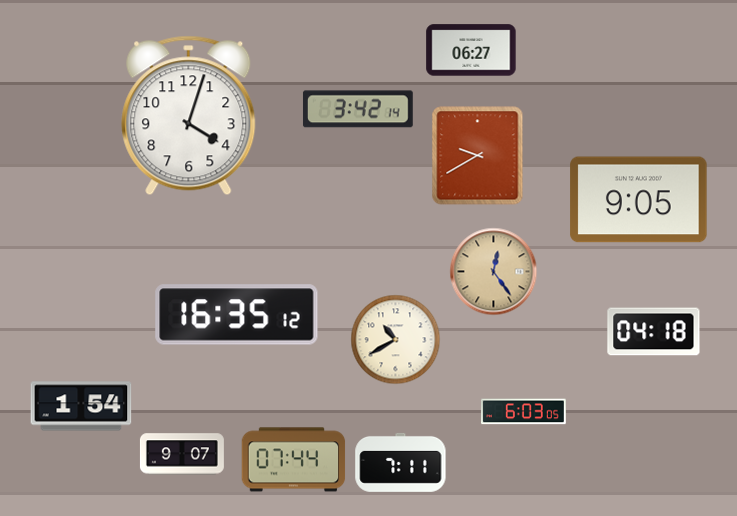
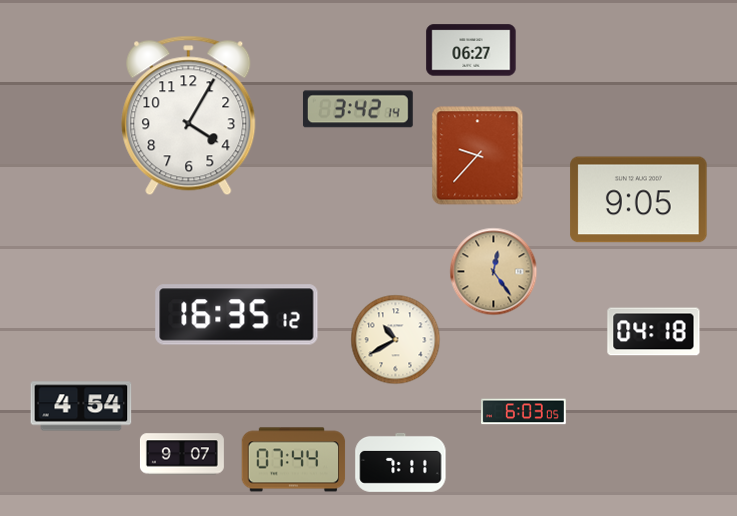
clock at (189, 116): 4:03 -> 4:05
clock at (478, 156): 9:40 -> 9:37
clock at (81, 406): 1:54 -> 4:54
